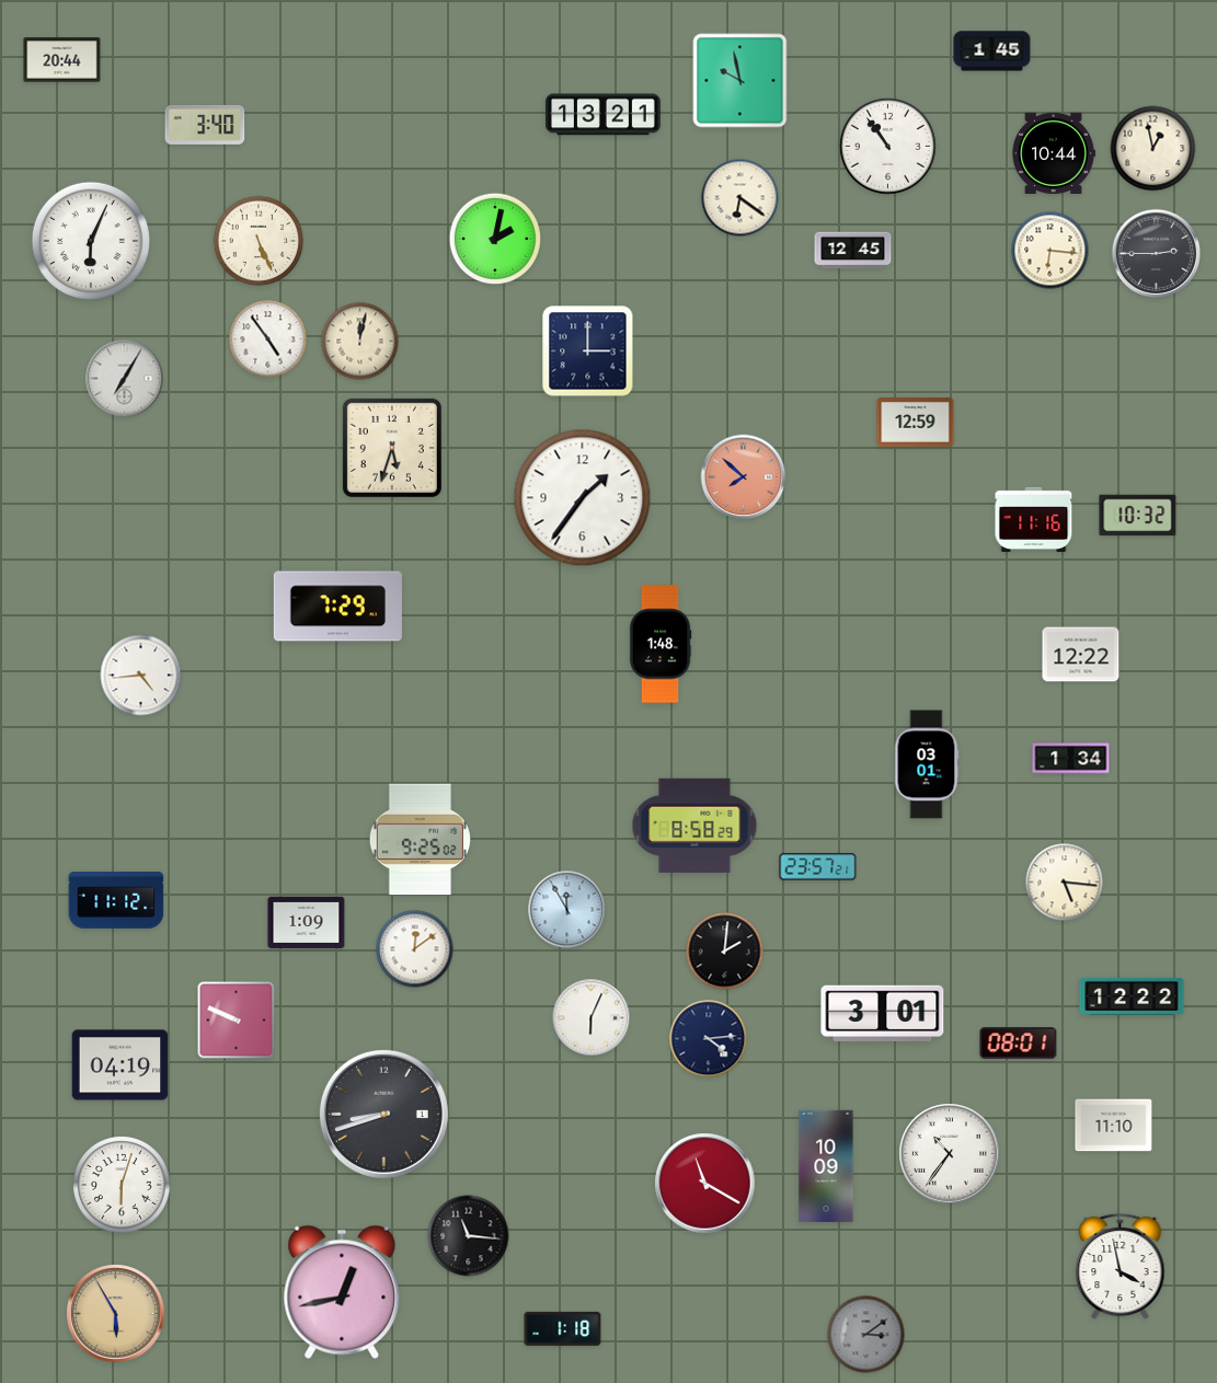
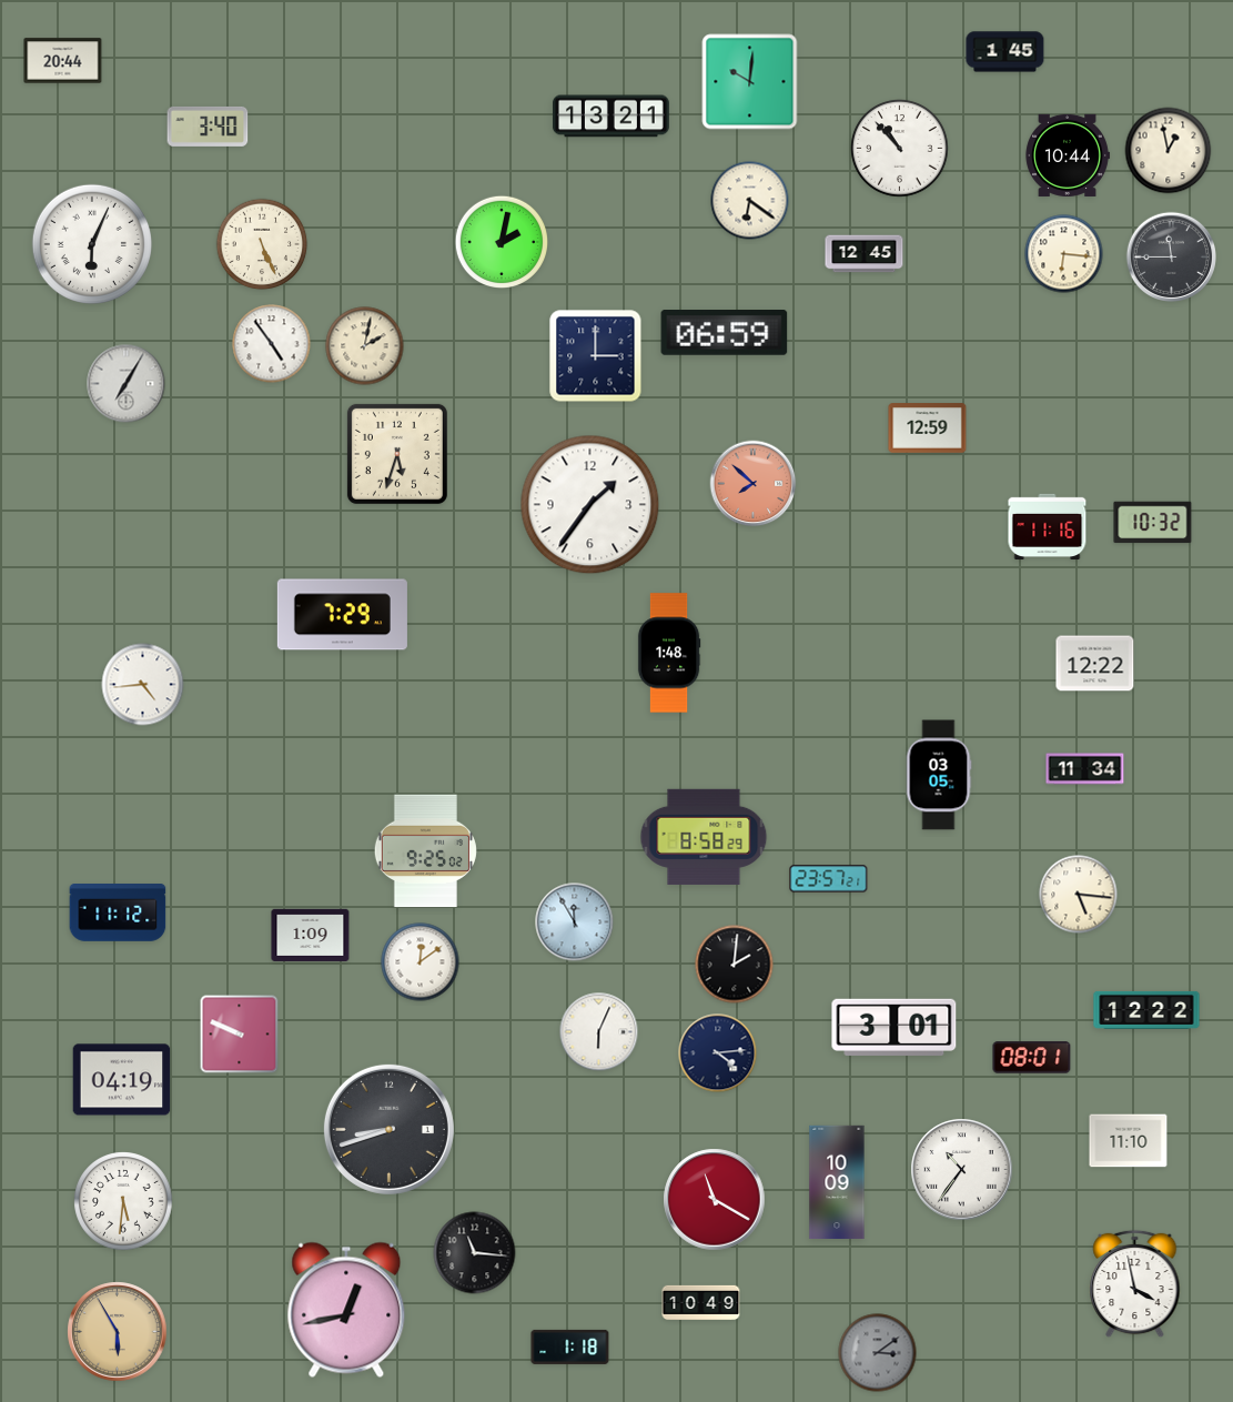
clock at (740, 81): 9:58 -> 10:01
clock at (888, 147): 10:54 -> 10:53
clock at (1156, 253): 2:45 -> 11:45
clock at (725, 333): none -> 06:59
clock at (360, 342): 12:02 -> 2:02
clock at (1071, 759): 1:34 -> 11:34
clock at (927, 764): 03:01 -> 03:05
clock at (122, 1185): 6:03 -> 5:31
clock at (701, 1302): none -> 10:49
